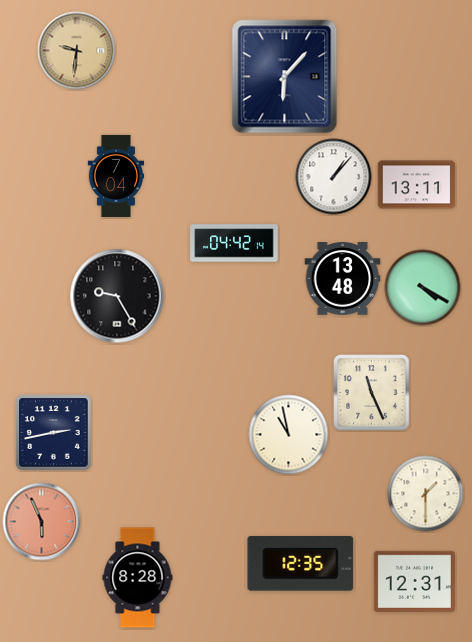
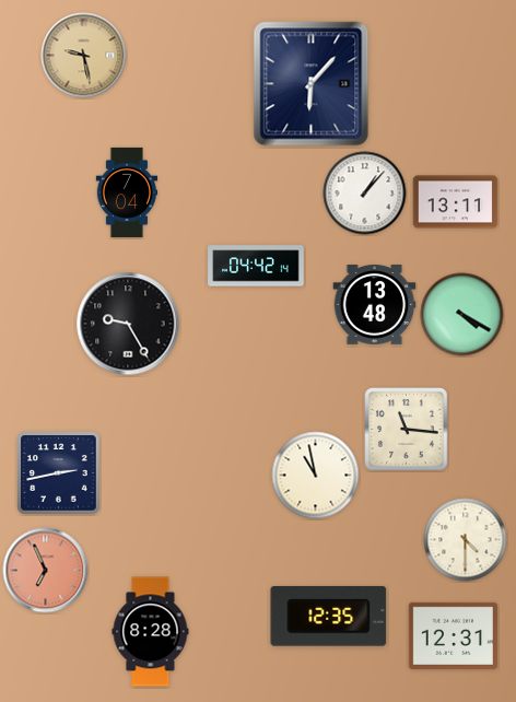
clock at (77, 51): 9:31 -> 9:28
clock at (372, 393): 11:26 -> 11:16
clock at (426, 494): 1:30 -> 4:30
clock at (42, 522): 5:56 -> 6:56
